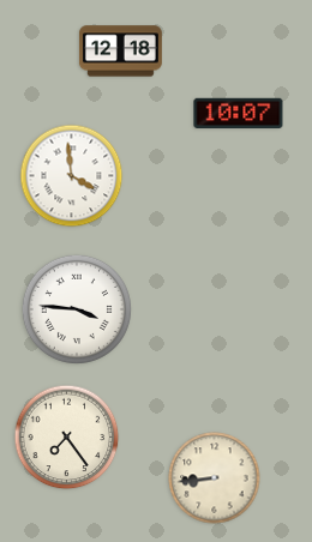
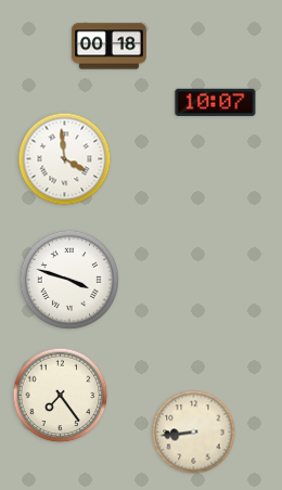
clock at (120, 52): 12:18 -> 00:18
clock at (77, 309): 3:46 -> 3:48
